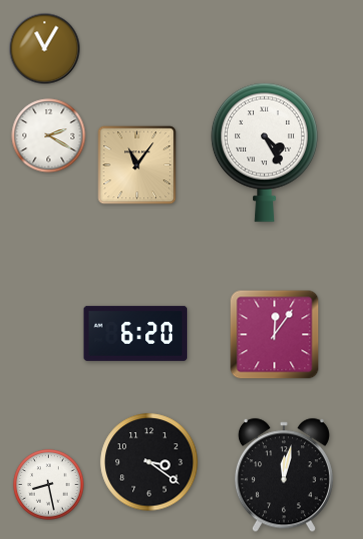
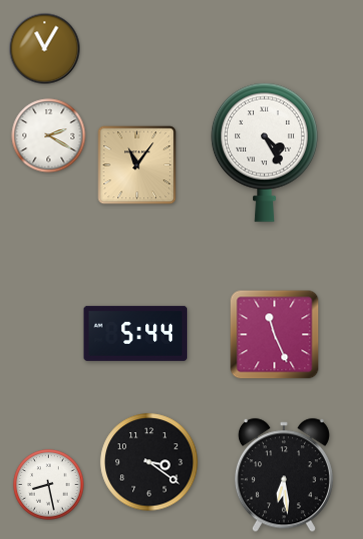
clock at (136, 333): 6:20 -> 5:44
clock at (275, 335): 12:06 -> 11:26
clock at (284, 475): 12:02 -> 6:29
